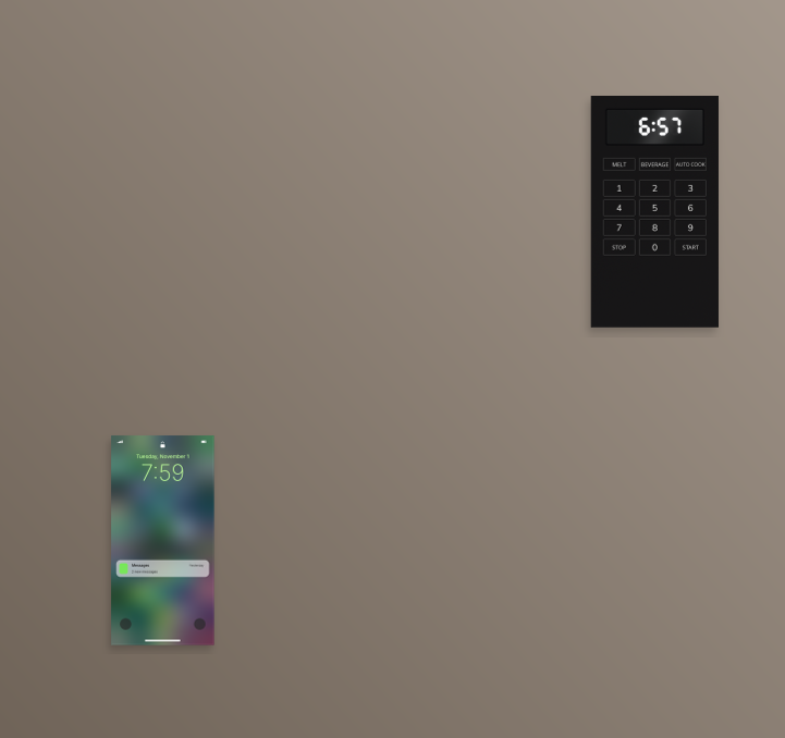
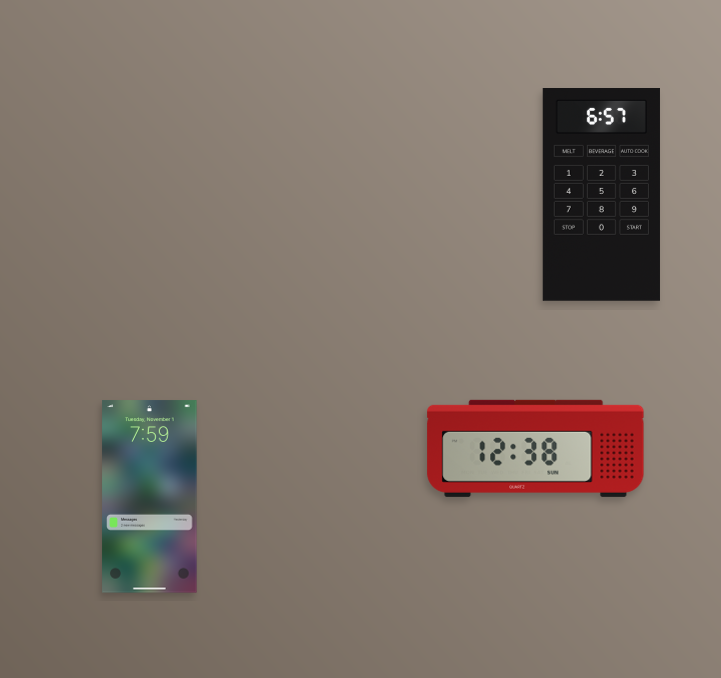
clock at (536, 448): none -> 12:38
